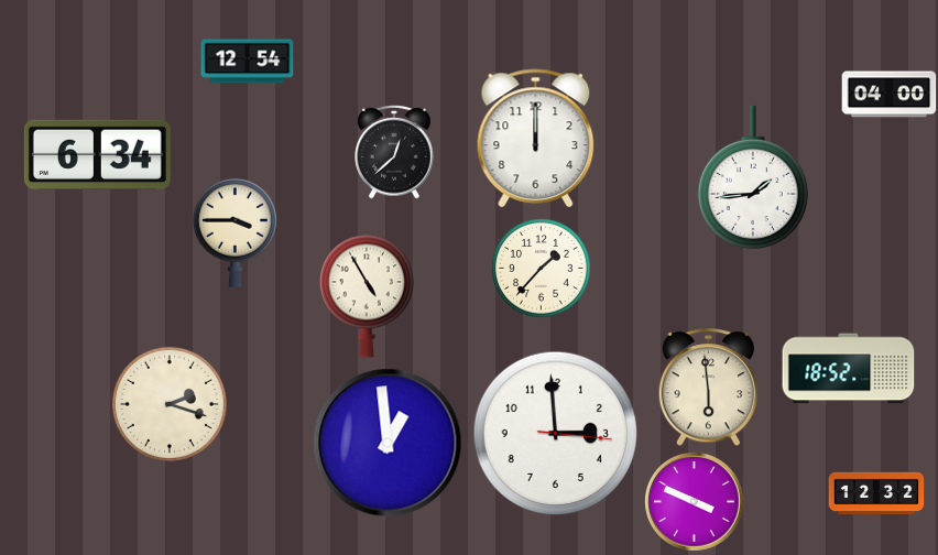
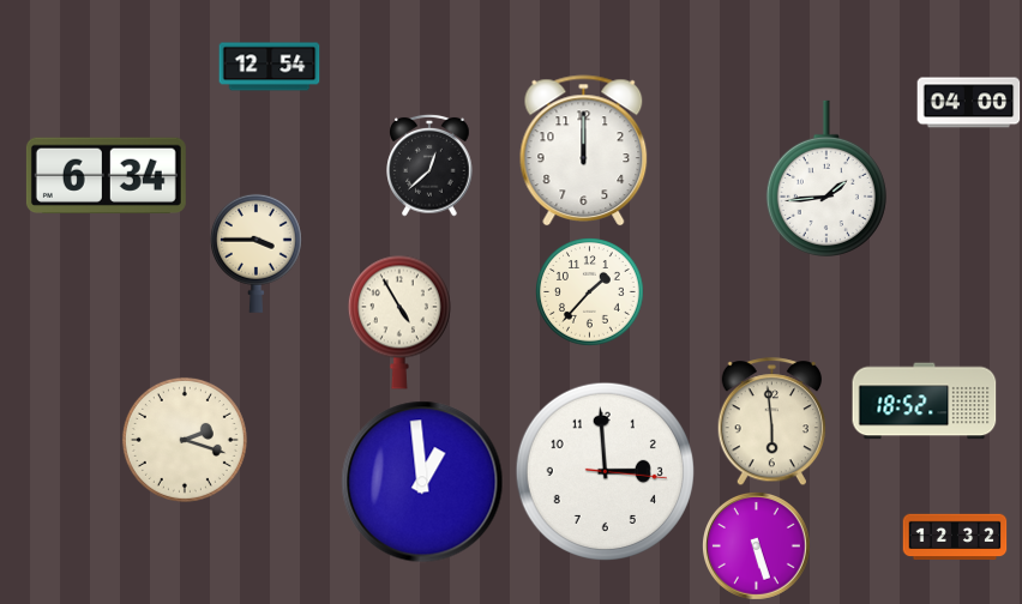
clock at (97, 154) position: (97, 154) -> (106, 175)
clock at (753, 177) position: (753, 177) -> (826, 179)
clock at (695, 502): 3:49 -> 5:27
